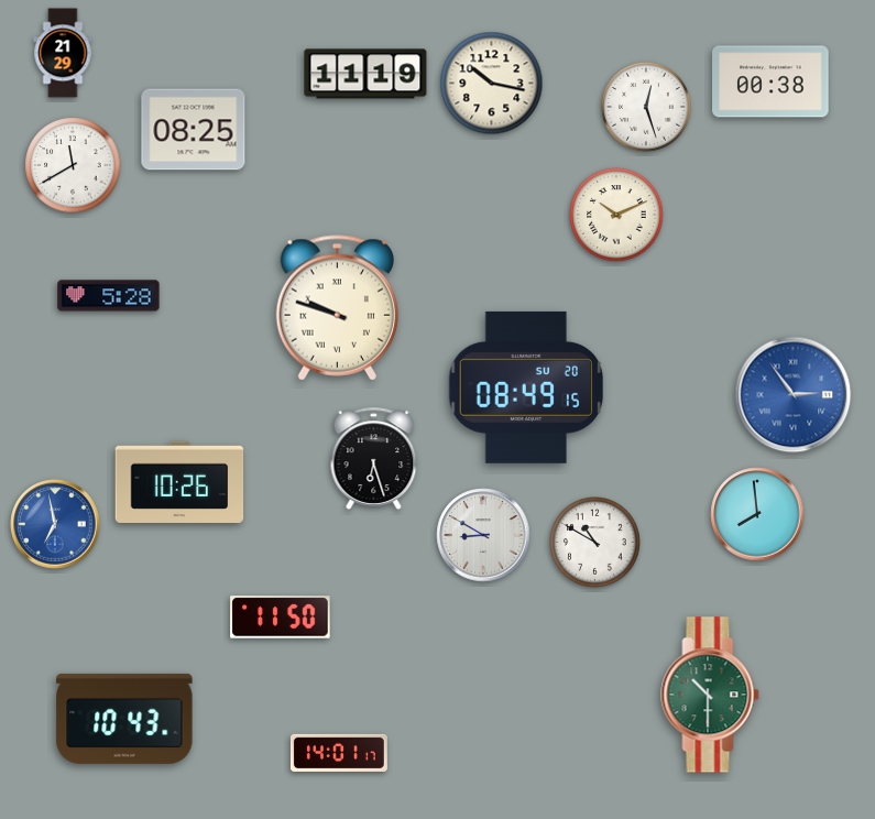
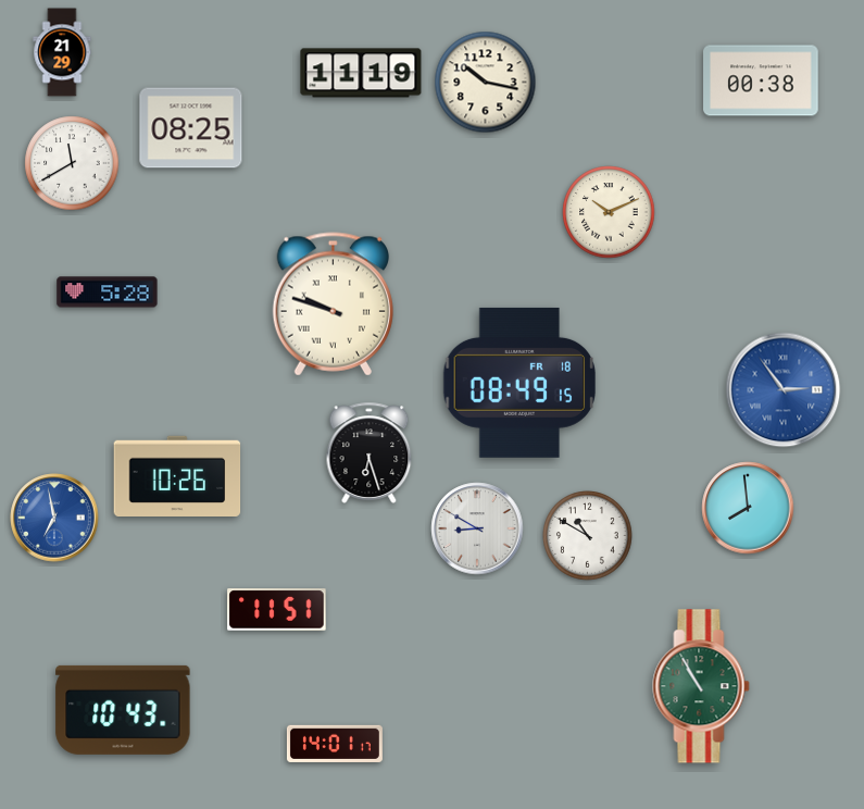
clock at (647, 108): 12:27 -> none
clock at (525, 387) date: SU 20 -> FR 18
clock at (281, 618): 11:50 -> 11:51
clock at (710, 695): 10:30 -> 10:55
